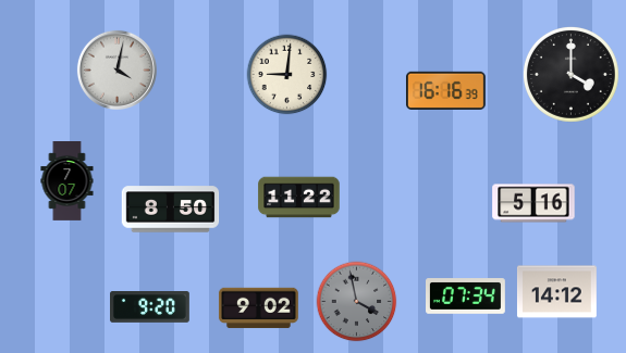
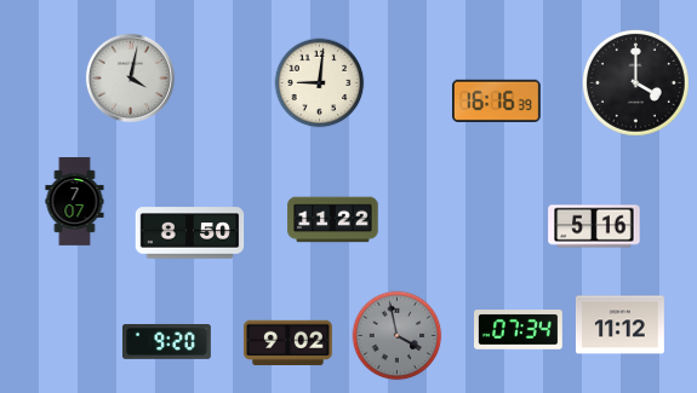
clock at (556, 292): 14:12 -> 11:12
